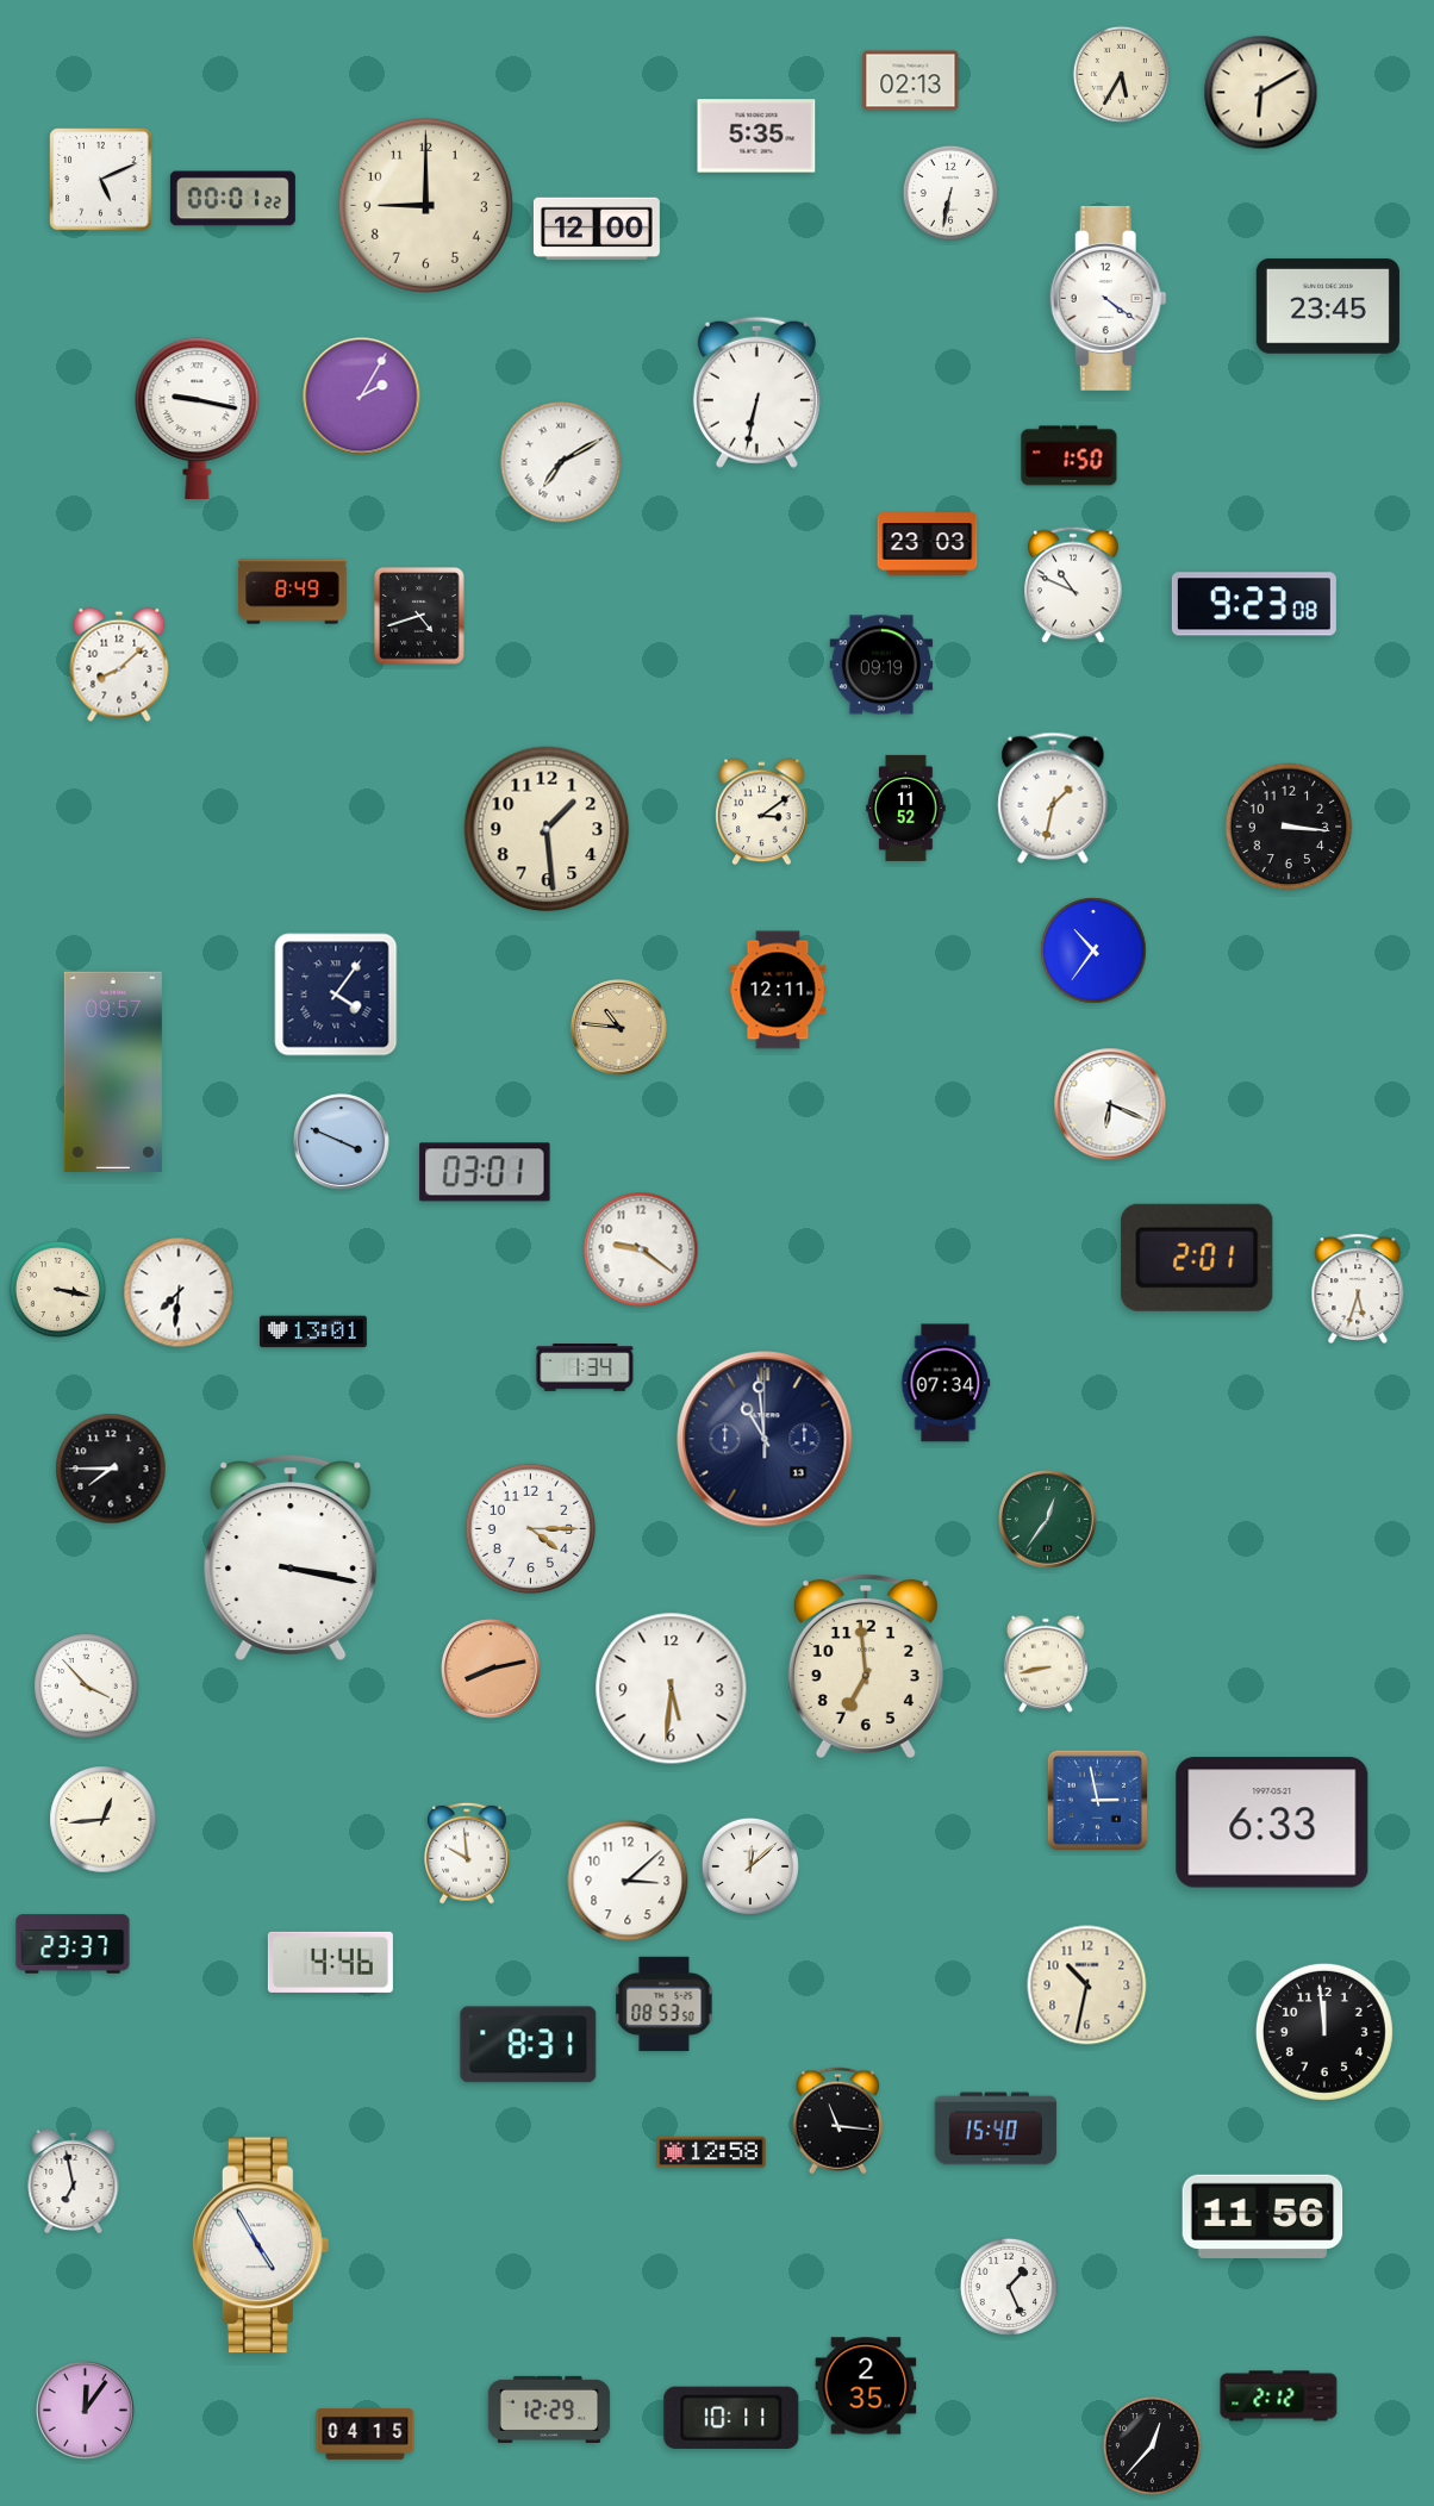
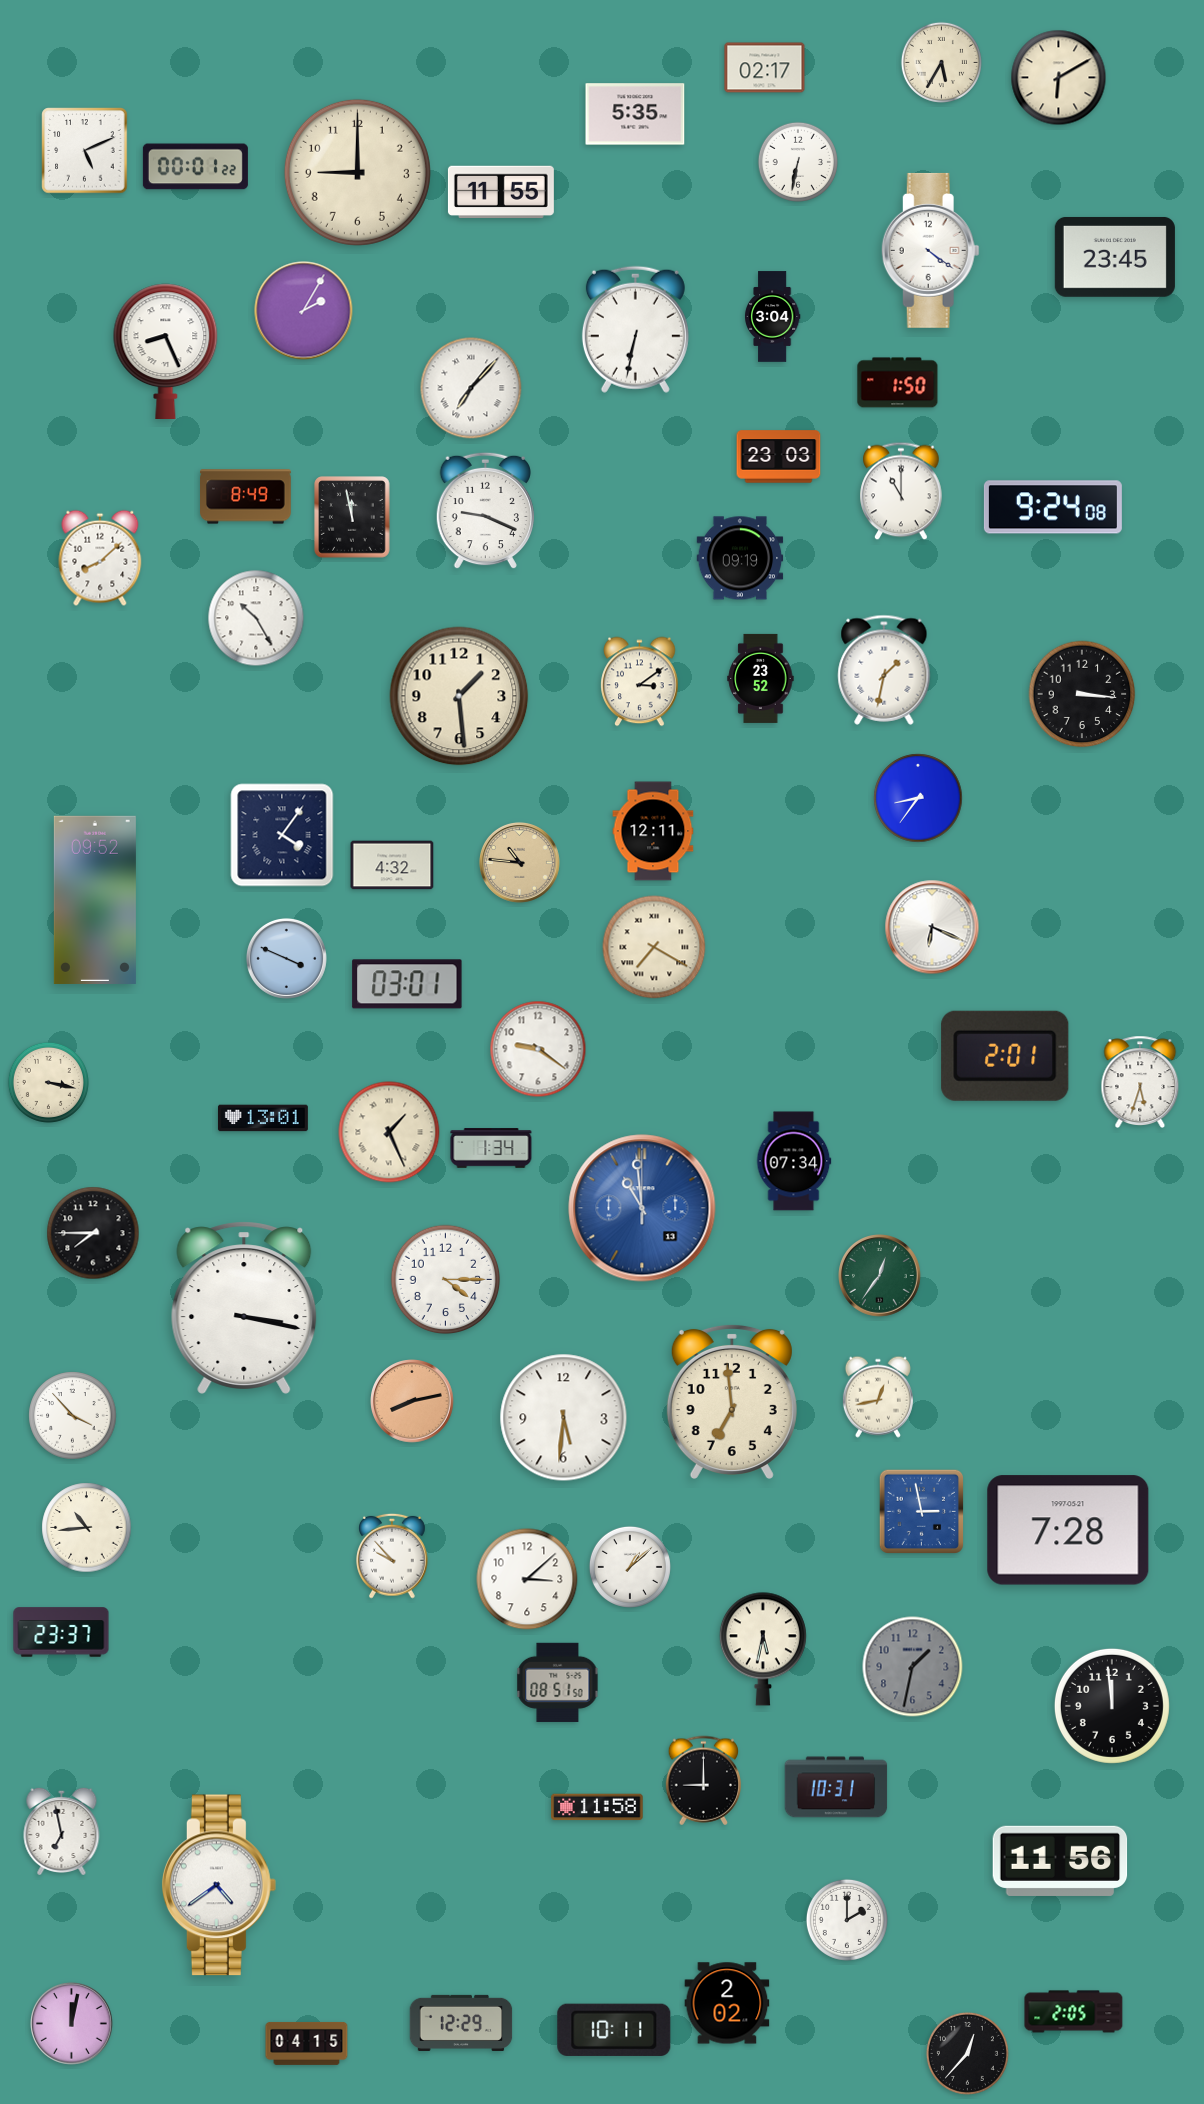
clock at (911, 81): 02:13 -> 02:17
clock at (597, 229): 12:00 -> 11:55
clock at (772, 317): none -> 3:04
clock at (362, 397) position: (362, 397) -> (304, 311)
clock at (198, 418): 9:17 -> 8:26
clock at (561, 462): 7:10 -> 7:07
clock at (1073, 585): 10:49 -> 11:00
clock at (1254, 604): 9:23 -> 9:24
clock at (485, 511): none -> 9:19
clock at (419, 616): 4:42 -> 11:58
clock at (256, 618): none -> 10:25
clock at (906, 808): 11:52 -> 23:52
clock at (1093, 950): 10:36 -> 8:36
clock at (392, 865): none -> 4:32
clock at (113, 1072): 09:57 -> 09:52
clock at (654, 947): none -> 7:20
clock at (179, 1292): 7:31 -> none
clock at (389, 1132): none -> 1:26
clock at (765, 1439) dial: navy -> blue
clock at (531, 1529) position: (531, 1529) -> (446, 1280)
clock at (1046, 1664): 8:43 -> 12:43
clock at (866, 1665) position: (866, 1665) -> (732, 1401)
clock at (104, 1820): 12:44 -> 10:44
clock at (1272, 1822): 6:33 -> 7:28
clock at (468, 1853): 9:59 -> 9:53
clock at (750, 1866): 12:08 -> 1:08
clock at (330, 1962): 4:46 -> none
clock at (763, 1649): none -> 5:32
clock at (1087, 1986): 10:32 -> 1:32
clock at (1087, 1986) dial: cream -> grey
clock at (665, 2003): 08:53 -> 08:51
clock at (529, 2045): 8:31 -> none
clock at (837, 2121): 11:16 -> 9:00
clock at (996, 2128): 15:40 -> 10:31
clock at (711, 2152): 12:58 -> 11:58
clock at (261, 2245): 4:55 -> 4:39
clock at (1009, 2287): 1:26 -> 2:00
clock at (866, 2386): 2:35 -> 2:02
clock at (1279, 2396): 2:12 -> 2:05
clock at (86, 2411): 12:06 -> 12:02
